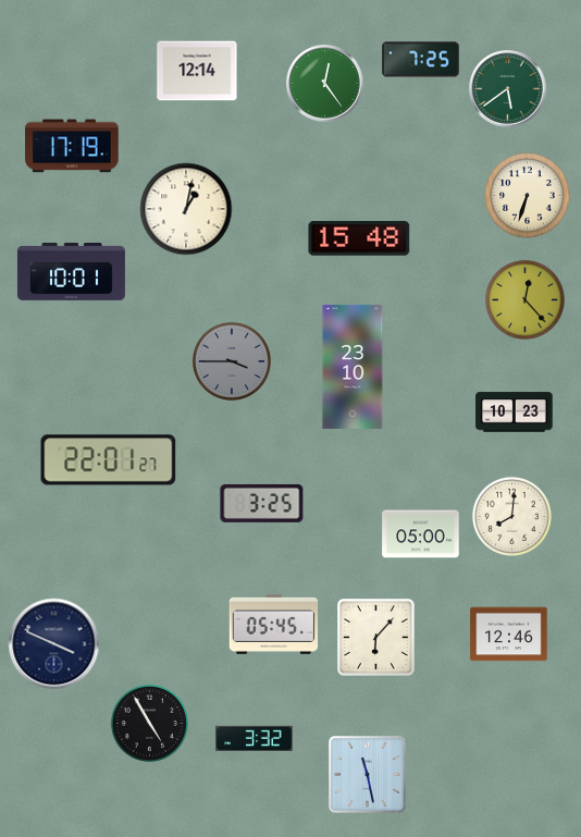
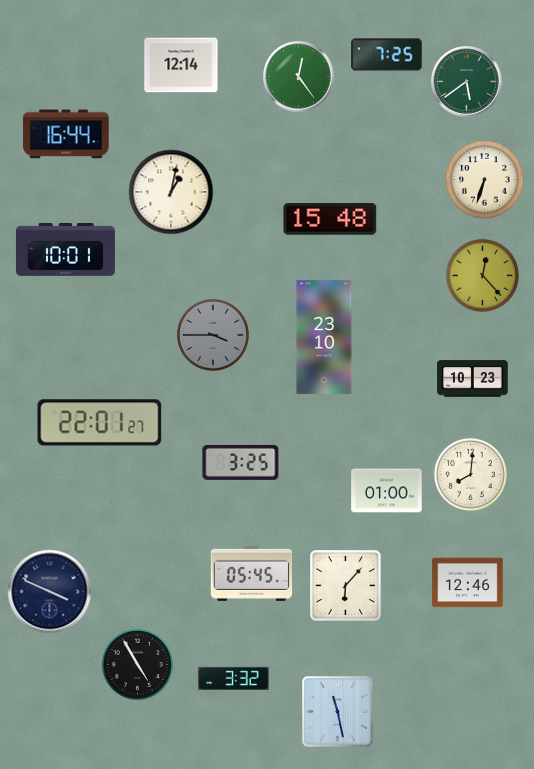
clock at (72, 146): 17:19 -> 16:44
clock at (232, 361) position: (232, 361) -> (213, 335)
clock at (421, 534): 05:00 -> 01:00
